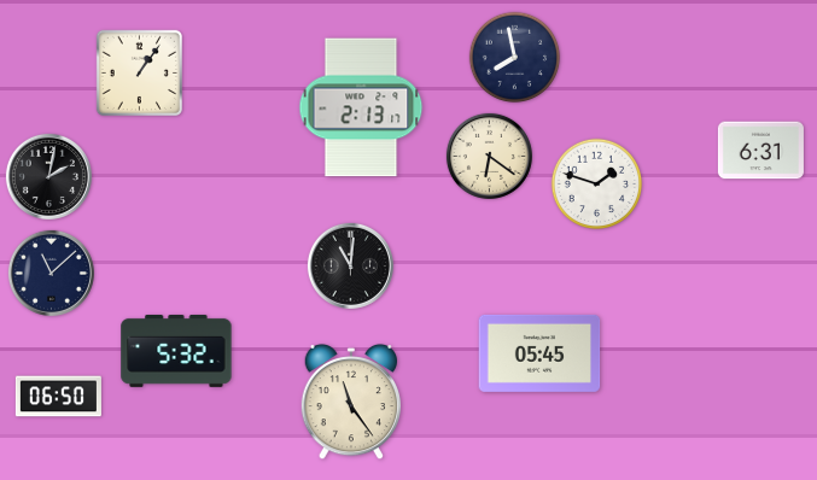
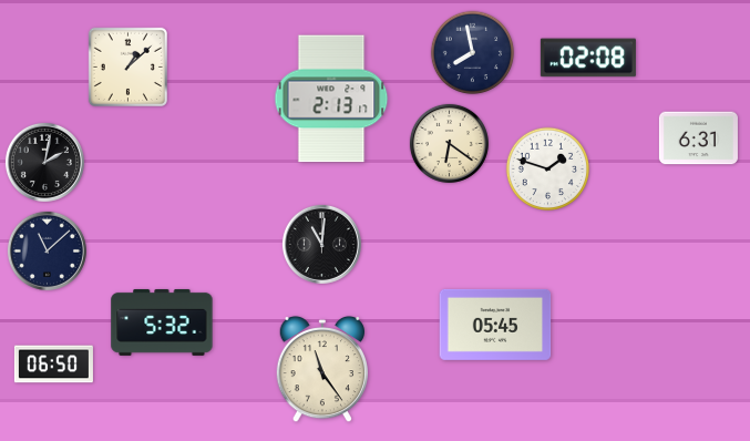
clock at (588, 58): none -> 02:08
clock at (139, 72): 1:06 -> 1:08
